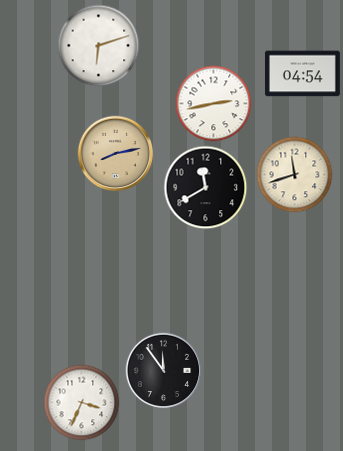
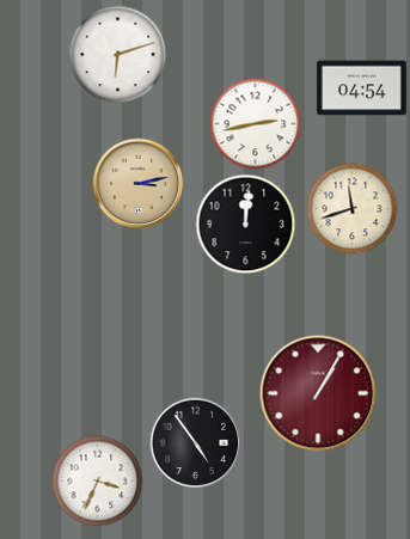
clock at (116, 154): 8:13 -> 3:13
clock at (206, 188): 11:40 -> 12:01
clock at (318, 393): none -> 1:05
clock at (164, 371): 11:54 -> 4:54
